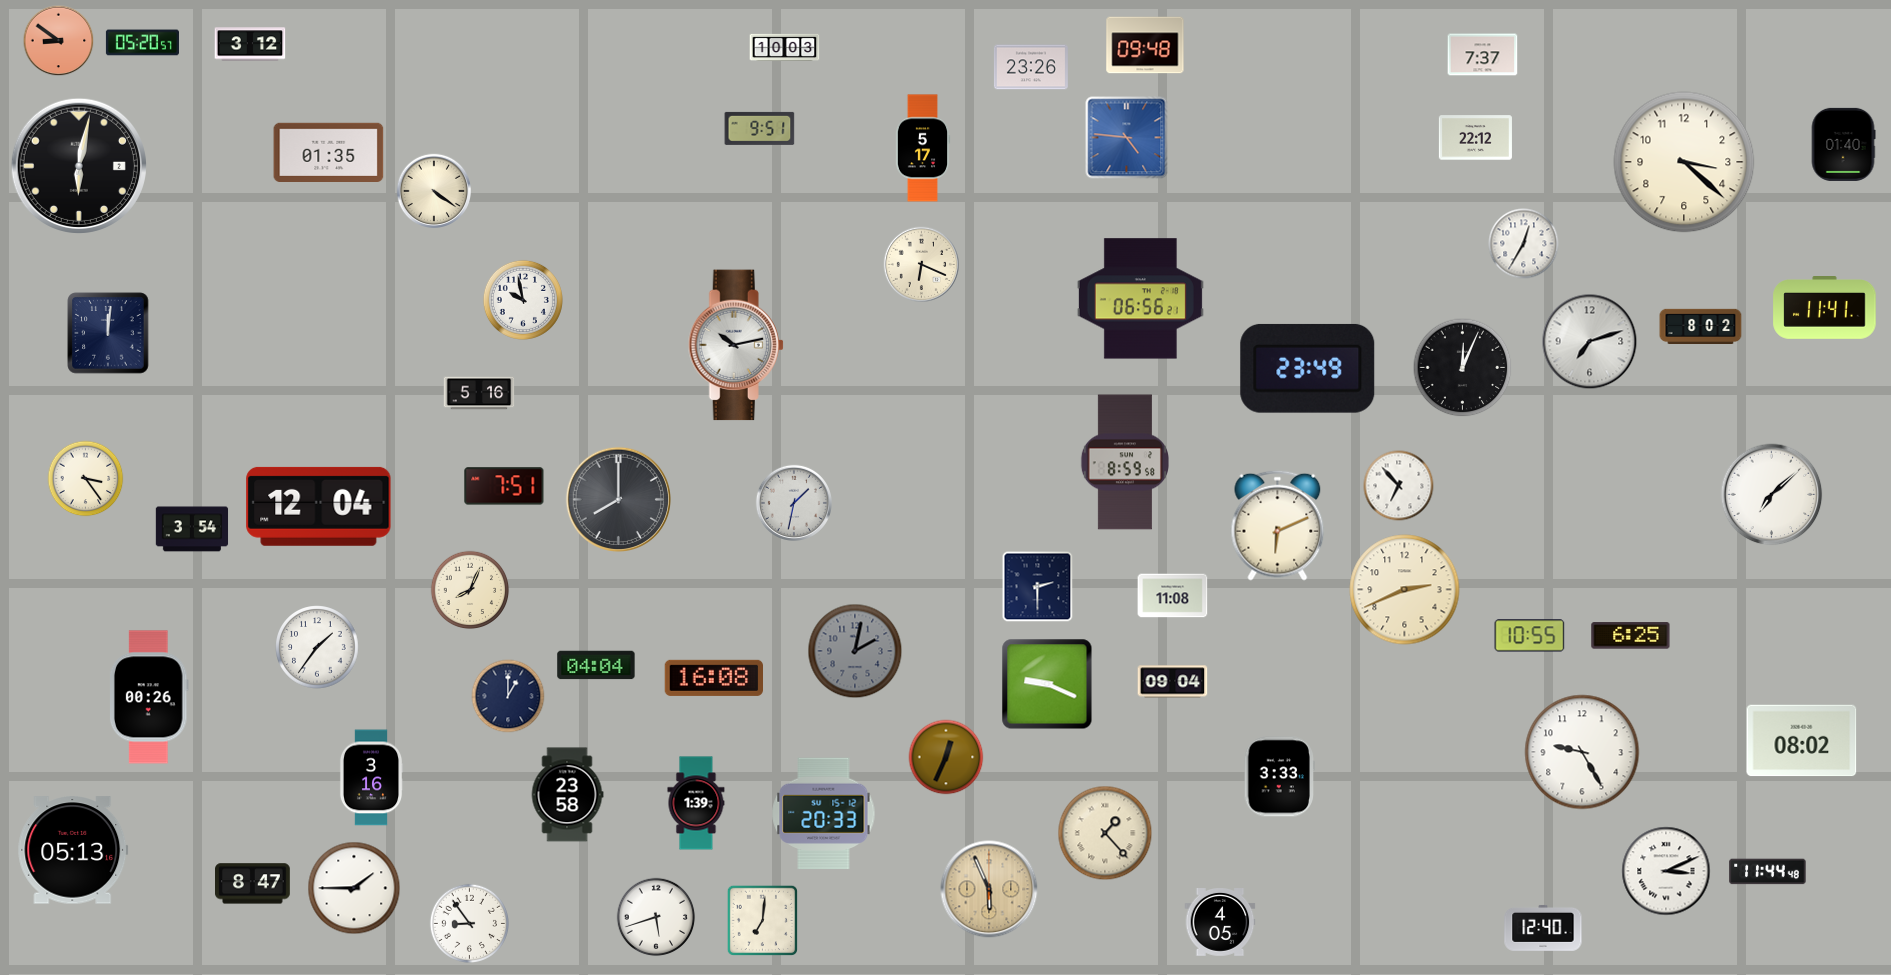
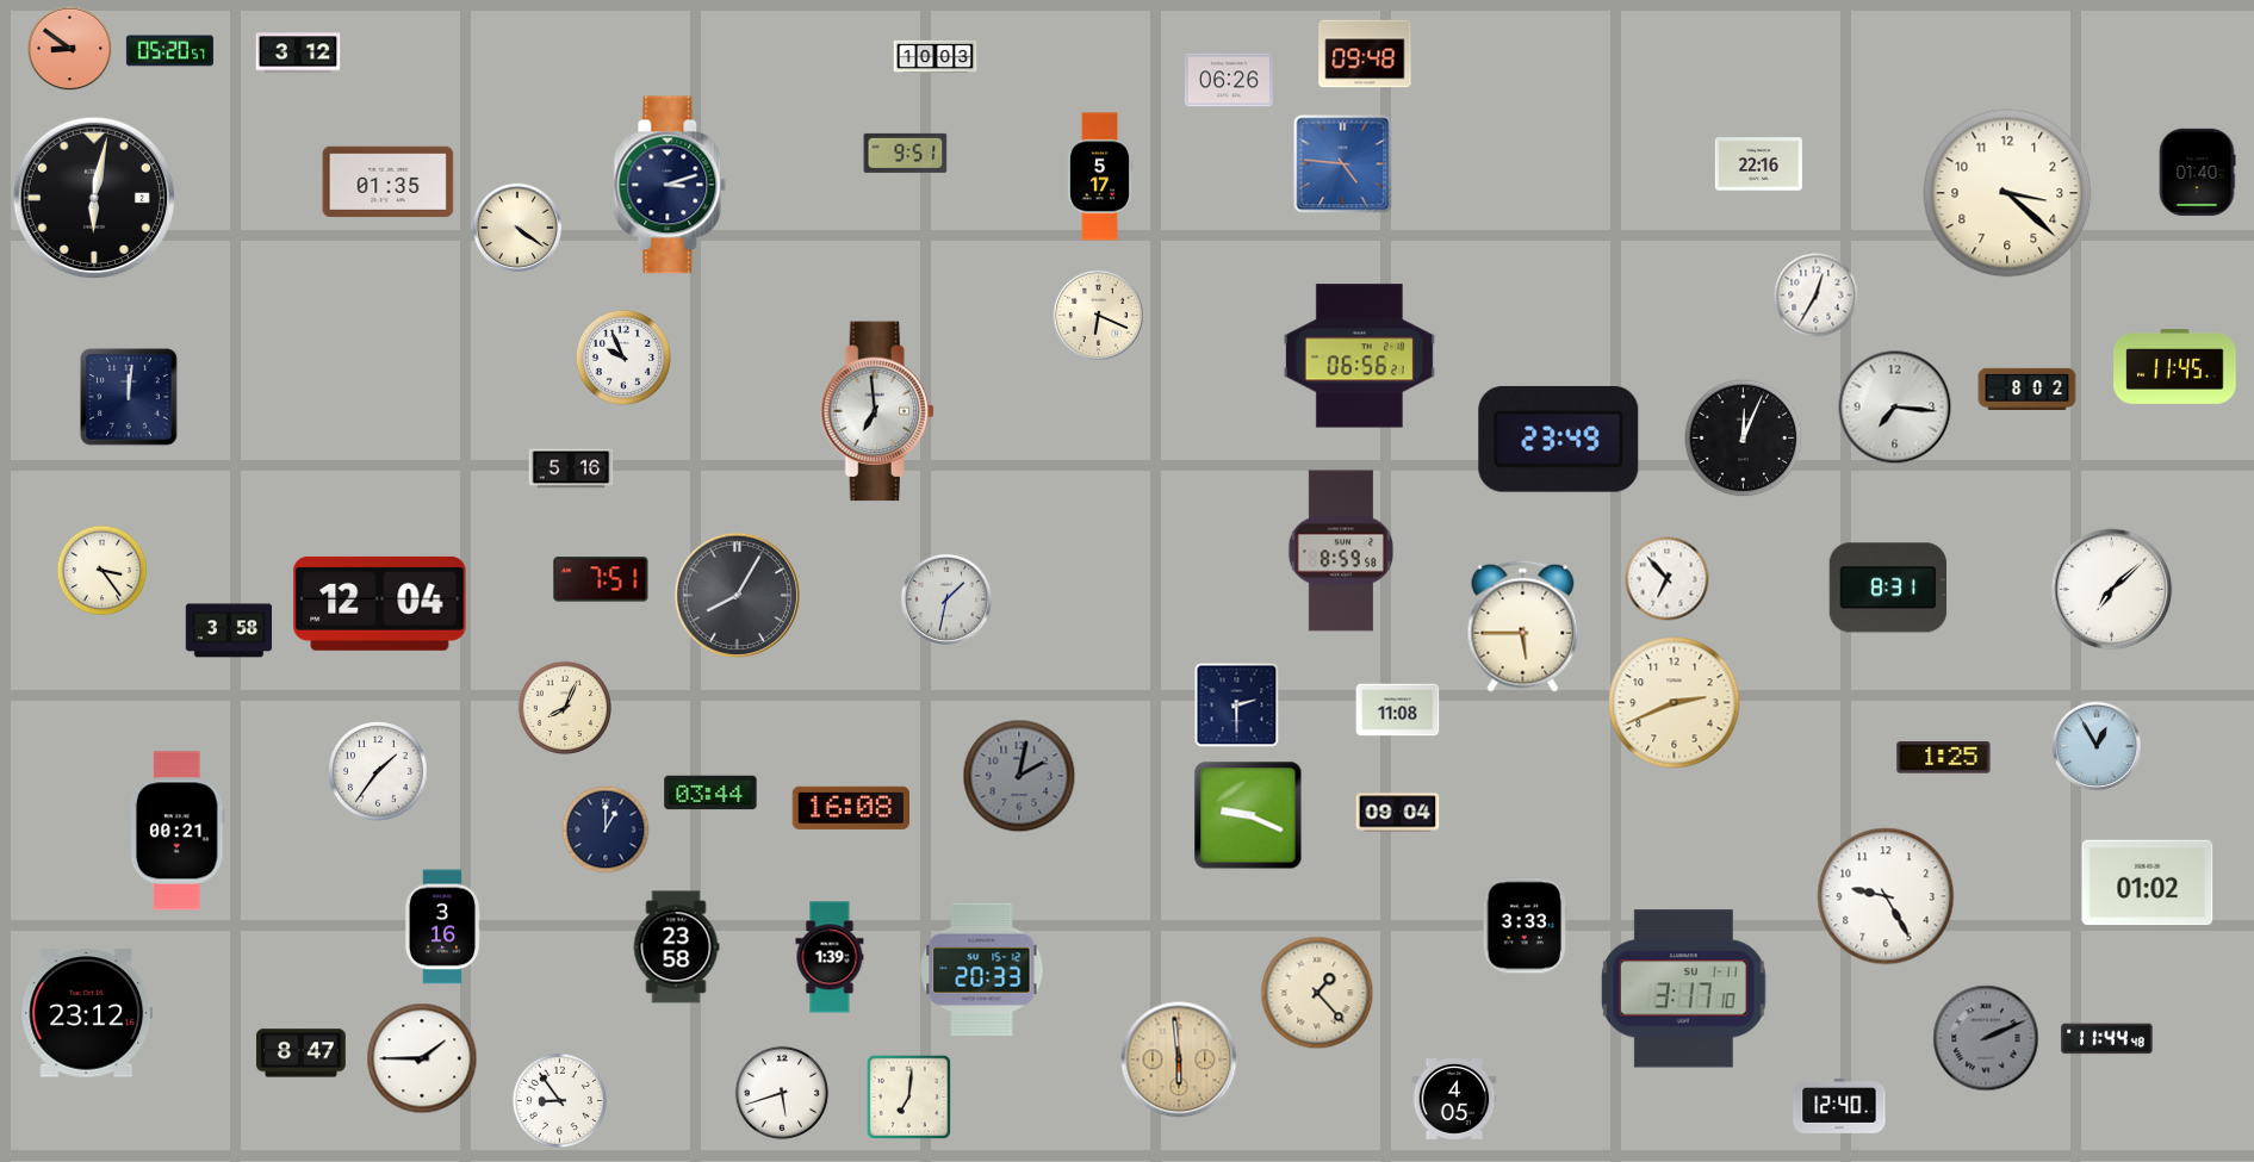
clock at (1483, 55): 7:37 -> none
clock at (1031, 67): 23:26 -> 06:26
clock at (1475, 138): 22:12 -> 22:16
clock at (329, 152) position: (329, 152) -> (389, 181)
clock at (670, 185): none -> 3:12
clock at (1524, 244) position: (1524, 244) -> (1817, 296)
clock at (523, 300): 9:58 -> 9:56
clock at (1825, 308): 11:41 -> 11:45
clock at (1590, 342): 7:12 -> 7:16
clock at (736, 345): 10:13 -> 6:59
clock at (1887, 588): none -> 8:31
clock at (618, 499): 8:00 -> 8:05
clock at (1278, 525): 6:11 -> 5:45
clock at (192, 529): 3:54 -> 3:58
clock at (1038, 587) position: (1038, 587) -> (1237, 706)
clock at (470, 590) position: (470, 590) -> (565, 708)
clock at (2097, 746): none -> 12:55
clock at (1530, 636): 10:55 -> none
clock at (1631, 636): 6:25 -> 1:25
clock at (596, 665): 04:04 -> 03:44
clock at (149, 697): 00:26 -> 00:21
clock at (1802, 741): 08:02 -> 01:02
clock at (946, 757): 12:34 -> none
clock at (1684, 989): none -> 3:17
clock at (73, 850): 05:13 -> 23:12
clock at (1666, 871): 3:11 -> 2:11
clock at (1666, 871) dial: white -> grey
clock at (989, 889): 5:56 -> 5:59
